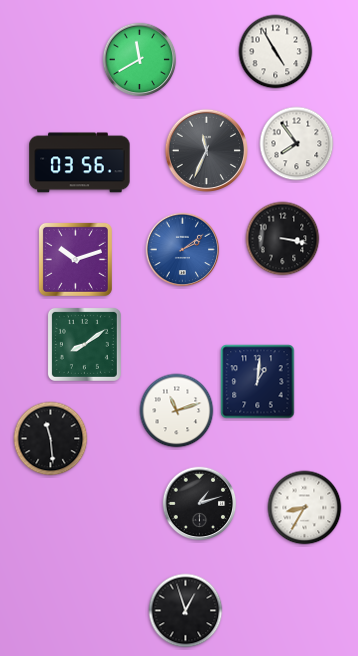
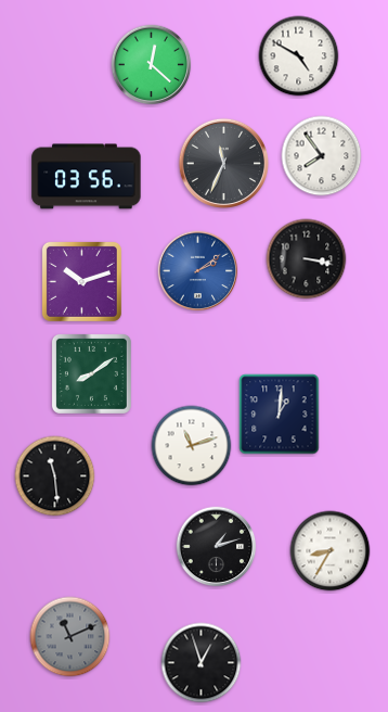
clock at (276, 52): 4:55 -> 4:50
clock at (140, 60): 11:40 -> 12:22
clock at (70, 637): none -> 11:11
